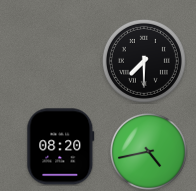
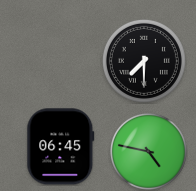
clock at (61, 147): 08:20 -> 06:45
clock at (148, 151): 4:43 -> 4:47
